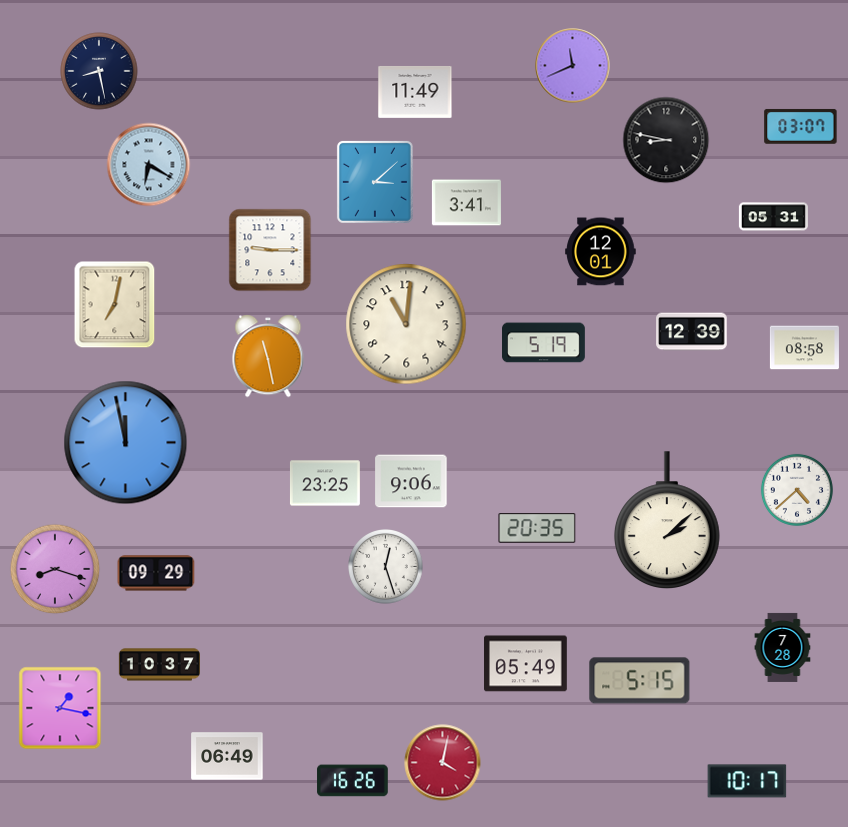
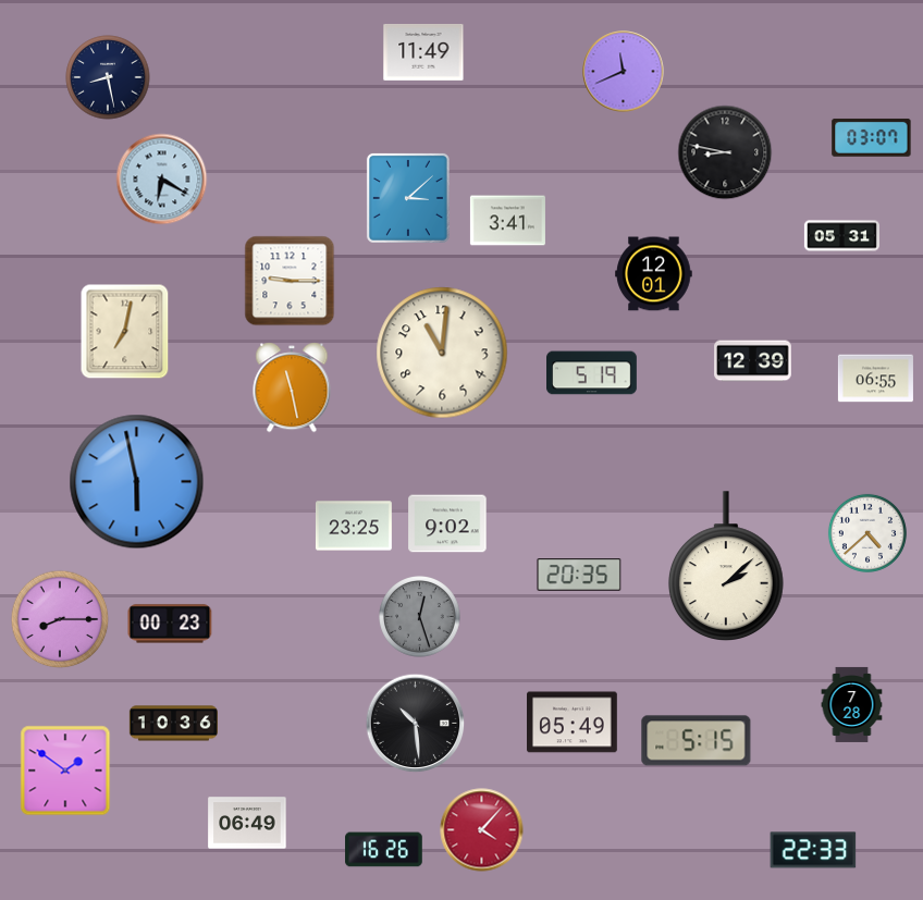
clock at (415, 92) position: (415, 92) -> (423, 52)
clock at (270, 250) position: (270, 250) -> (290, 281)
clock at (804, 348): 08:58 -> 06:55
clock at (126, 443): 11:58 -> 5:58
clock at (411, 481): 9:06 -> 9:02
clock at (537, 528) position: (537, 528) -> (579, 575)
clock at (386, 567) dial: white -> grey
clock at (55, 569): 8:18 -> 8:15
clock at (156, 573): 09:29 -> 00:23
clock at (159, 665): 10:37 -> 10:36
clock at (416, 724): none -> 10:29
clock at (60, 708): 1:17 -> 1:51
clock at (443, 763): 4:02 -> 4:07
clock at (747, 781): 10:17 -> 22:33
